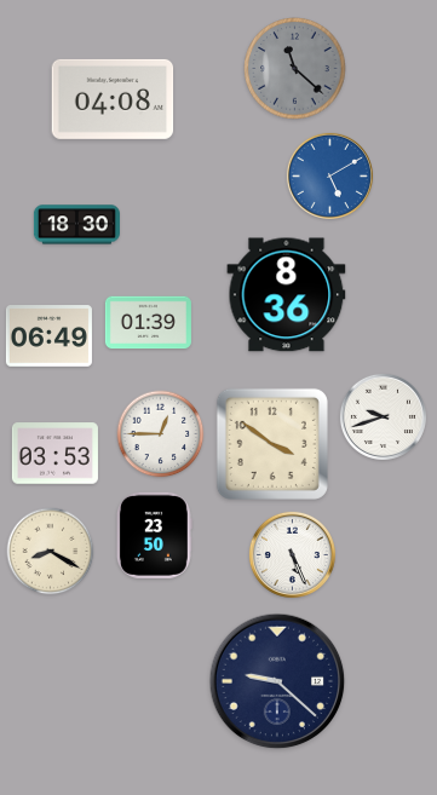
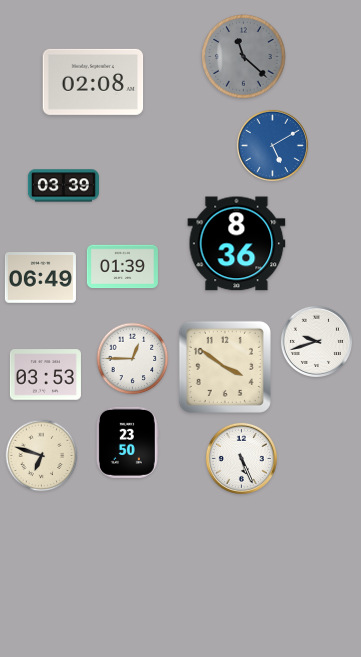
clock at (113, 99): 04:08 -> 02:08
clock at (76, 225): 18:30 -> 03:39
clock at (383, 416) position: (383, 416) -> (316, 341)
clock at (51, 552): 8:20 -> 6:48
clock at (277, 681): 9:22 -> none
